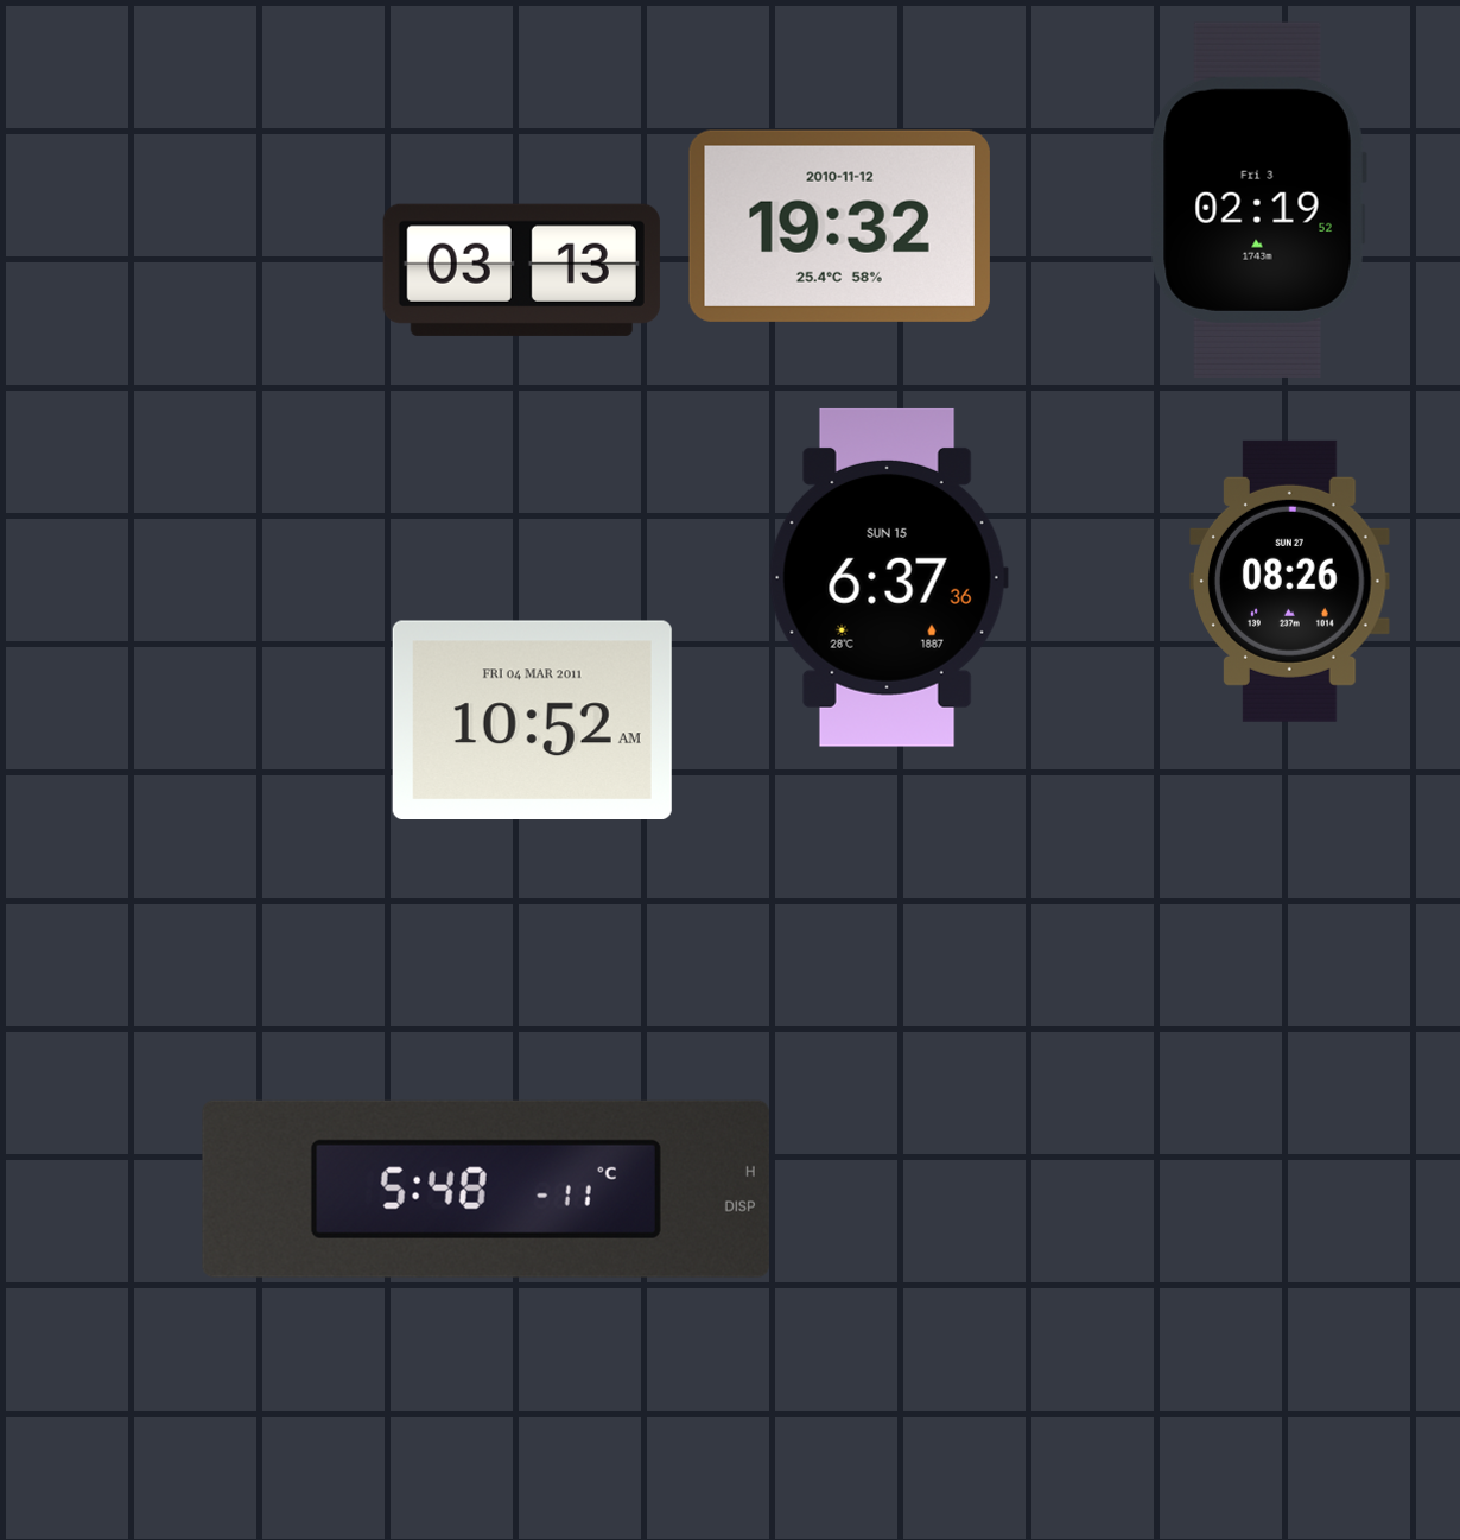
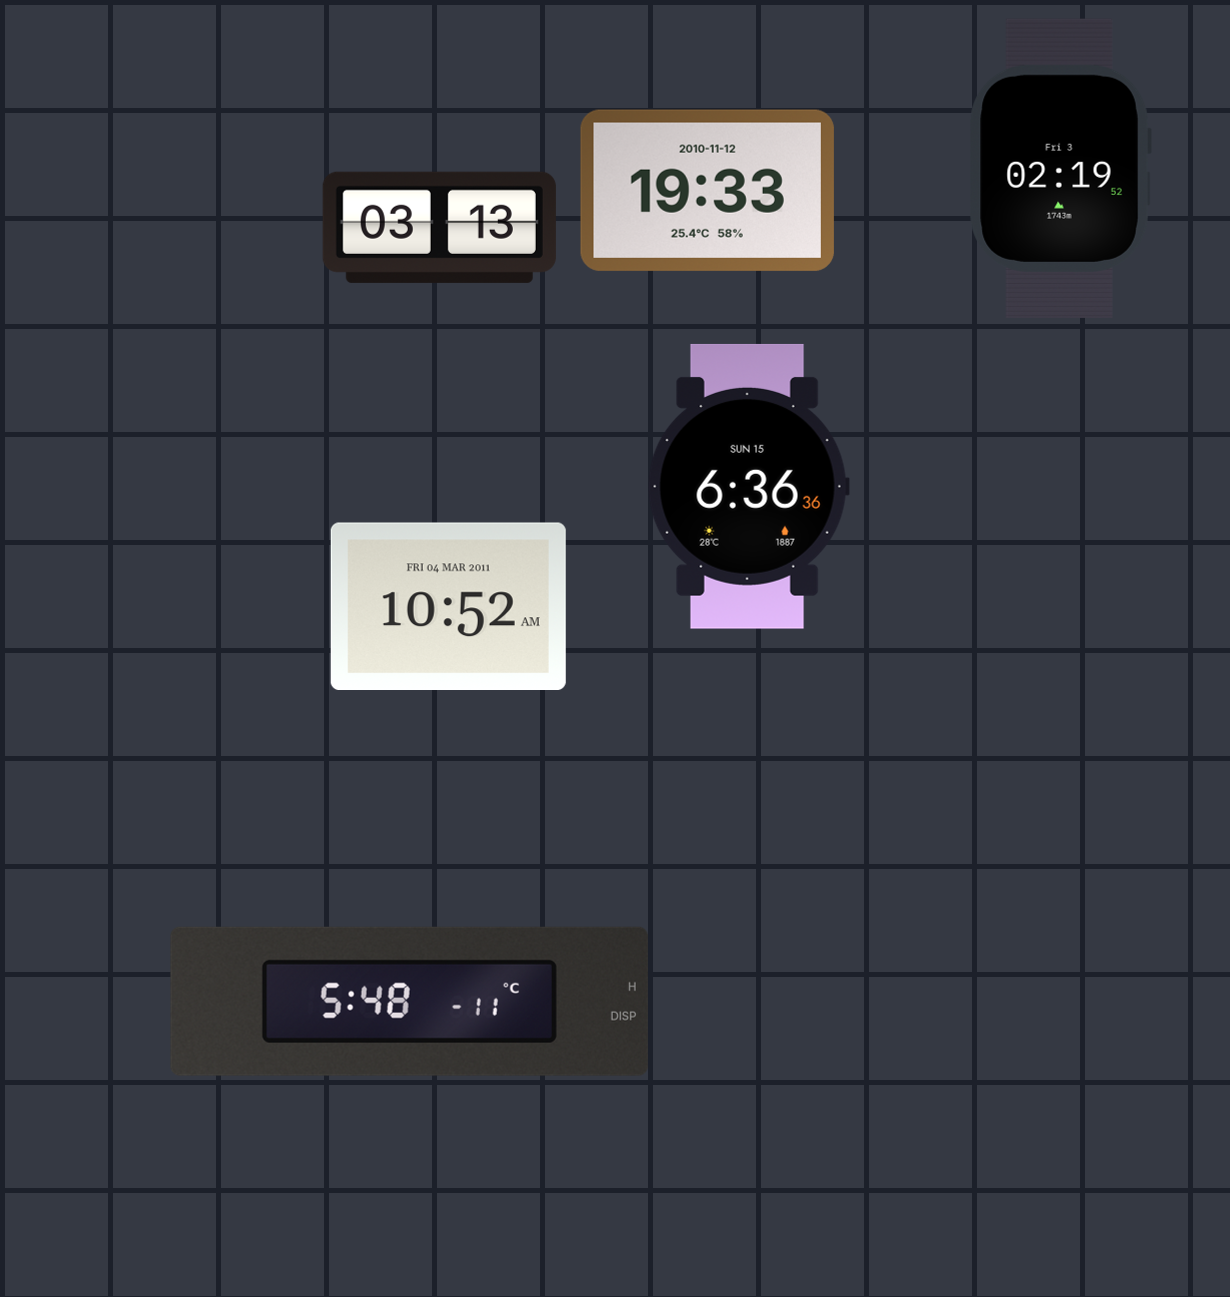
clock at (839, 226): 19:32 -> 19:33
clock at (888, 577): 6:37 -> 6:36
clock at (1290, 581): 08:26 -> none
